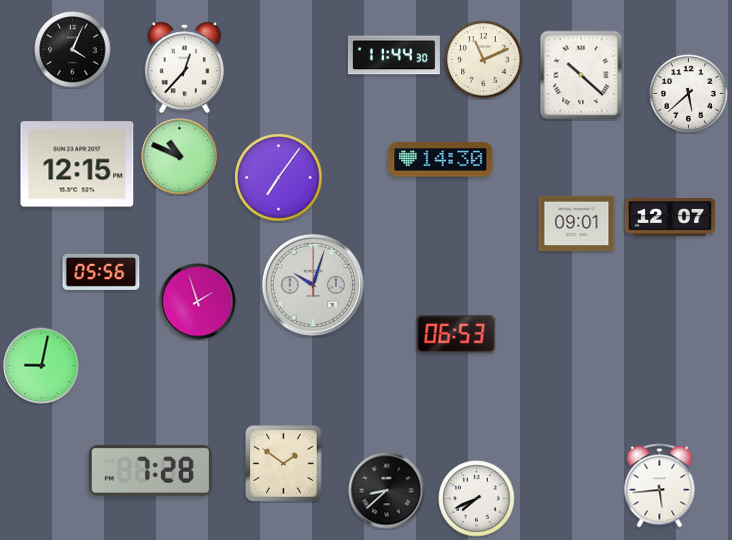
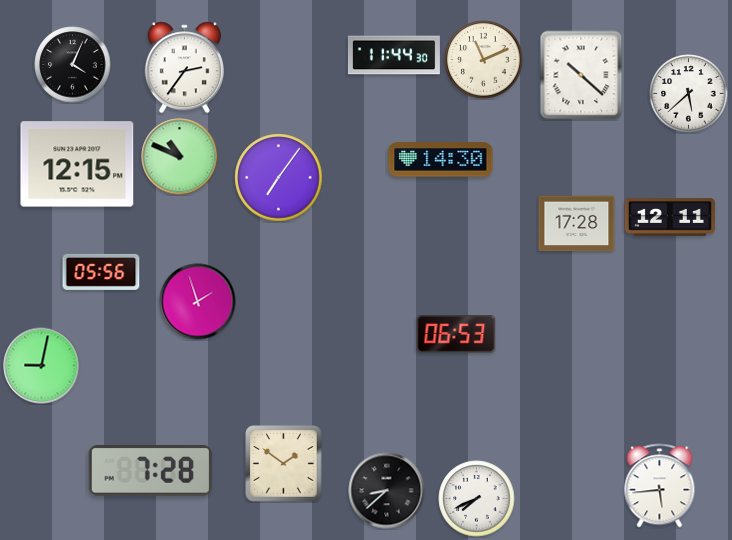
clock at (73, 50) position: (73, 50) -> (73, 65)
clock at (184, 68): 12:37 -> 2:36
clock at (670, 217): 12:07 -> 12:11
clock at (577, 224): 09:01 -> 17:28
clock at (313, 285): 10:03 -> none
